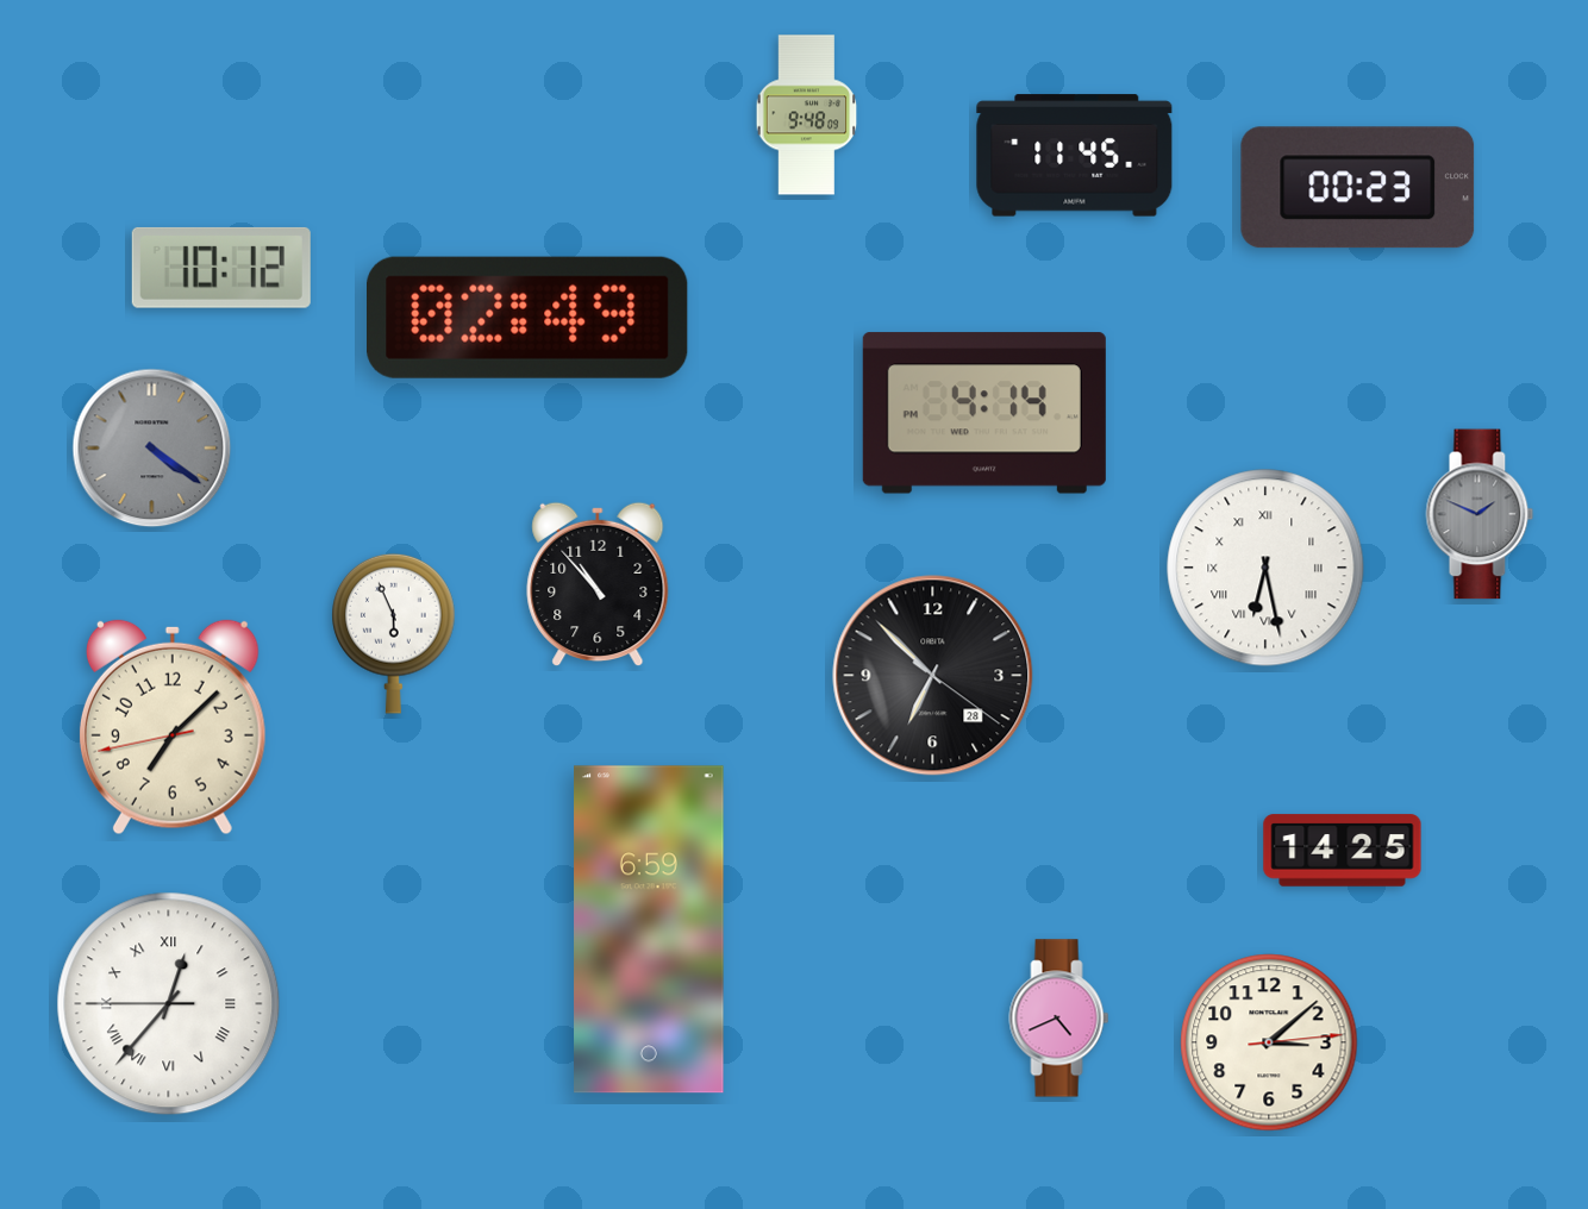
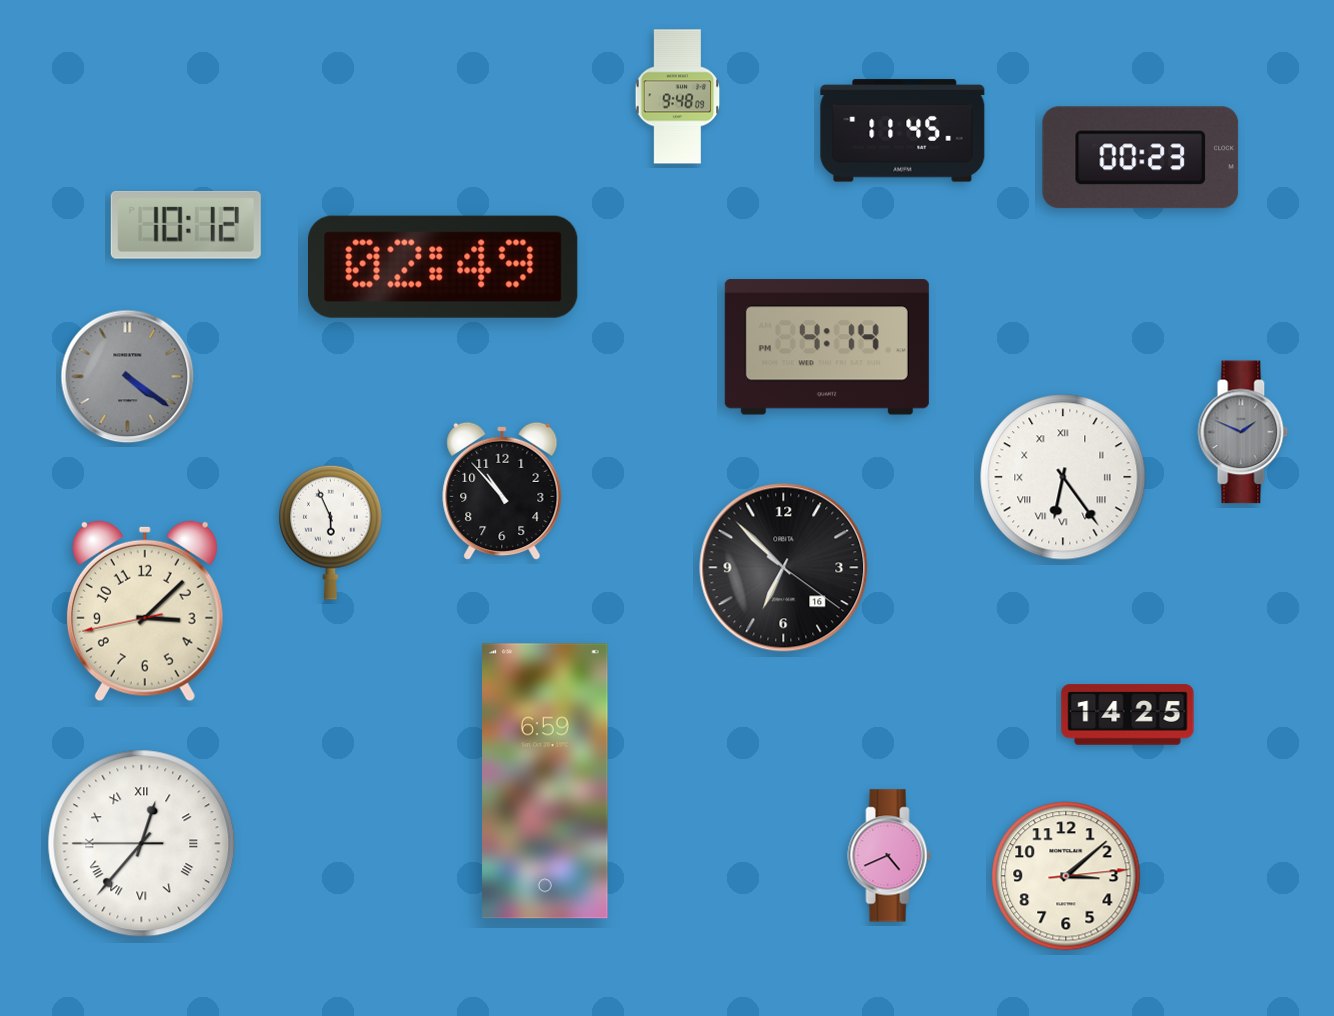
clock at (1265, 568): 6:28 -> 6:24
clock at (933, 676) date: 28 -> 16
clock at (173, 727): 7:07 -> 3:07
